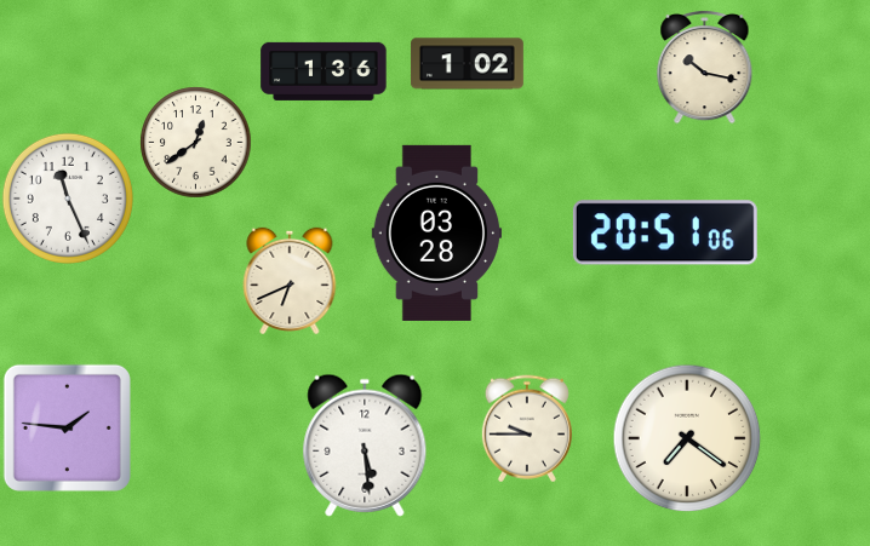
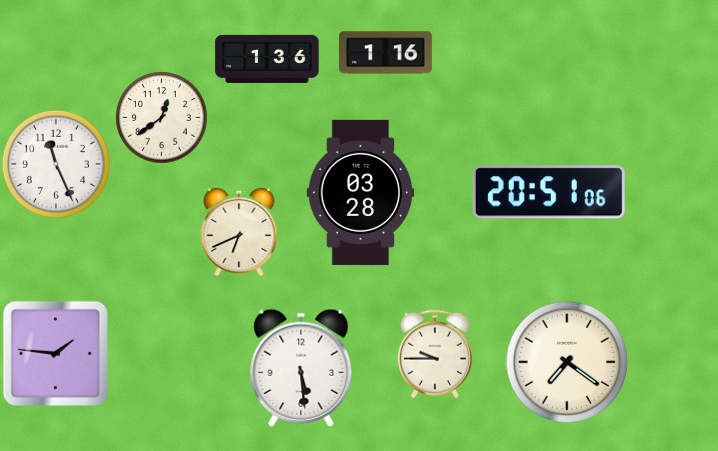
clock at (467, 64): 1:02 -> 1:16
clock at (705, 67): 10:17 -> none
